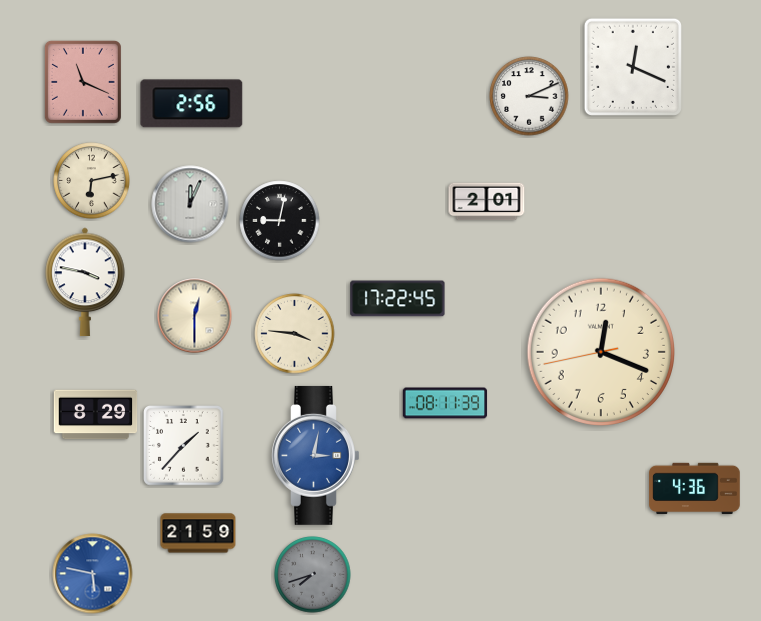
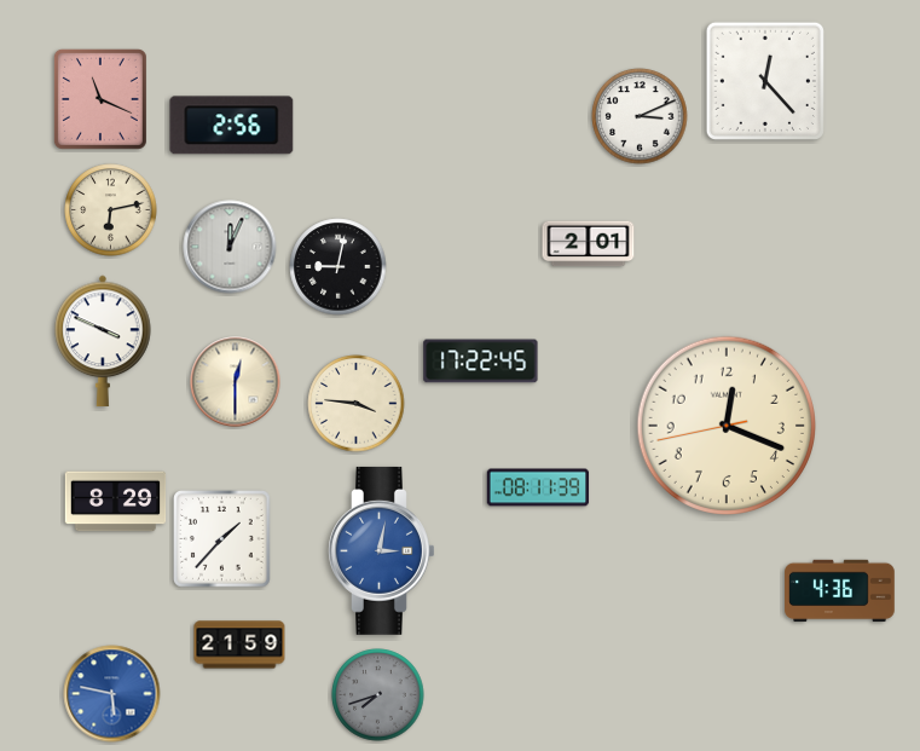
clock at (633, 67): 12:19 -> 12:23
clock at (92, 181) position: (92, 181) -> (111, 210)
clock at (85, 282): 3:47 -> 3:49
